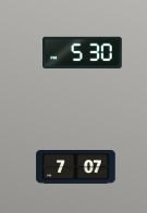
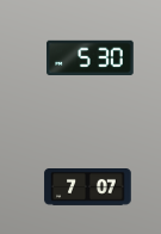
clock at (76, 167) position: (76, 167) -> (88, 187)
